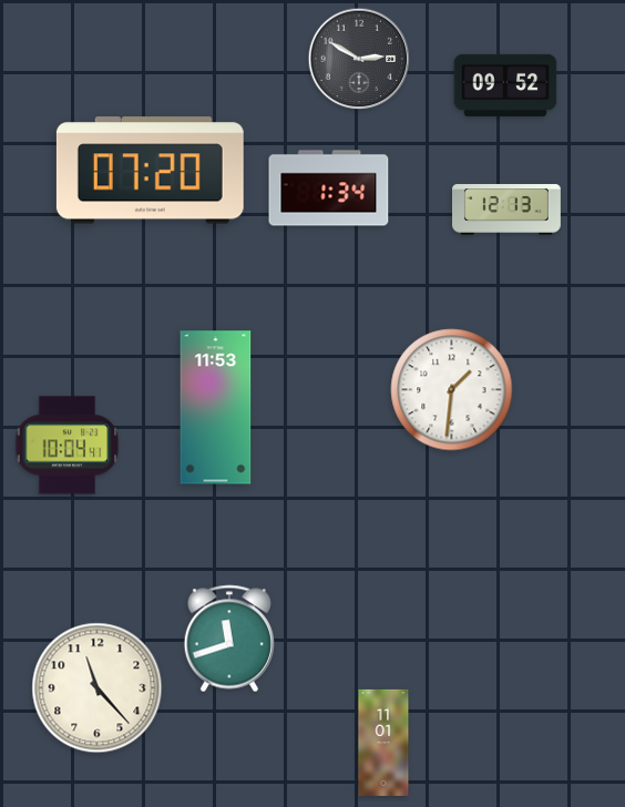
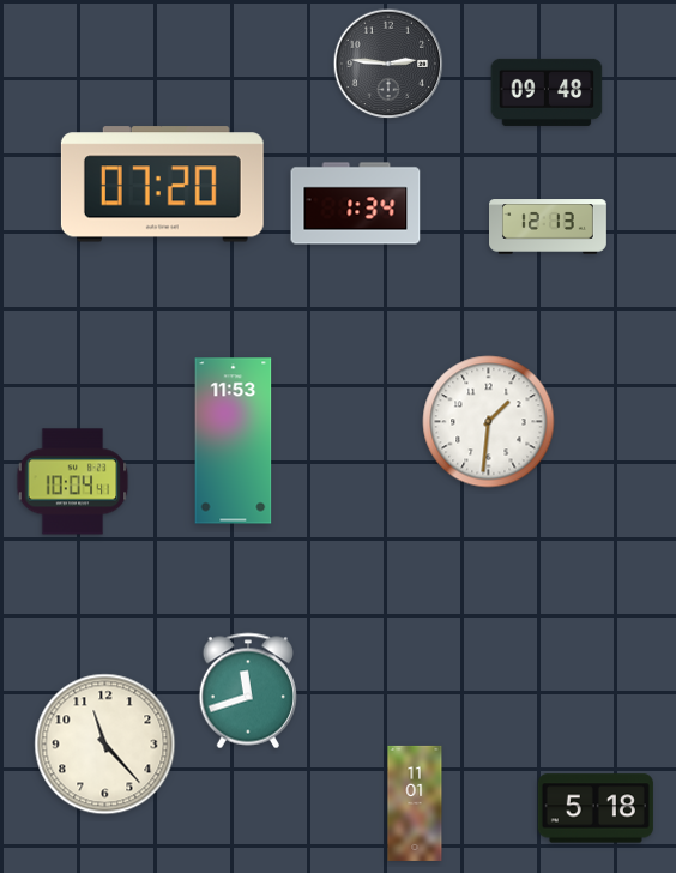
clock at (359, 59): 2:50 -> 2:46
clock at (505, 85): 09:52 -> 09:48
clock at (596, 808): none -> 5:18
